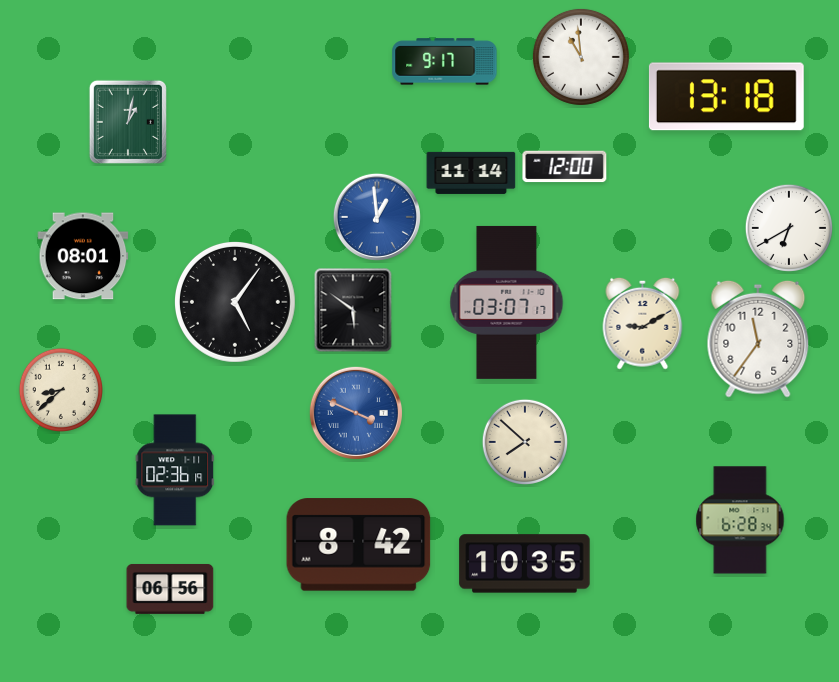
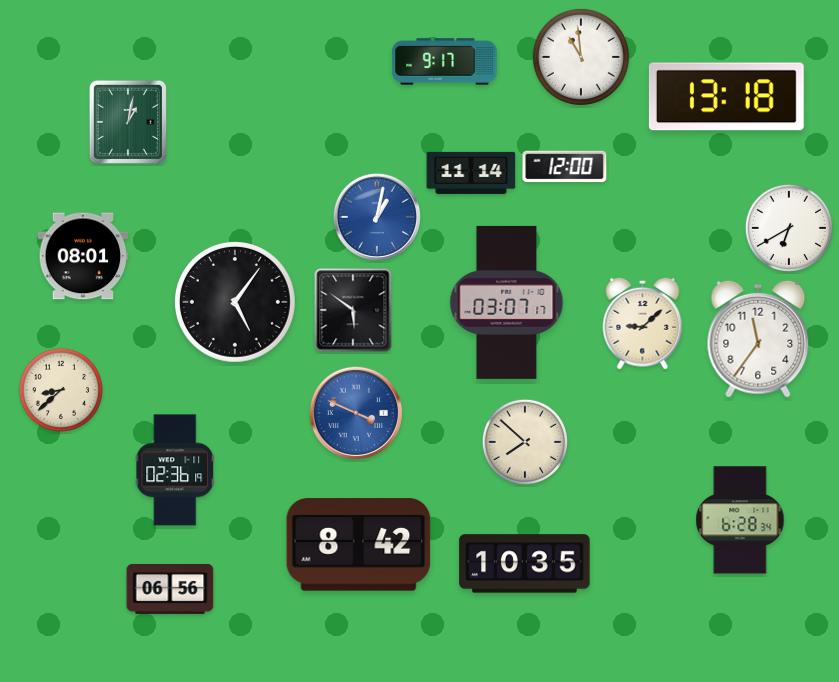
clock at (377, 217): 12:59 -> 1:02
clock at (643, 323): 9:10 -> 9:08
